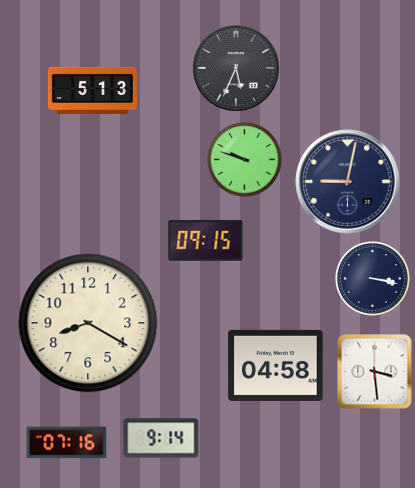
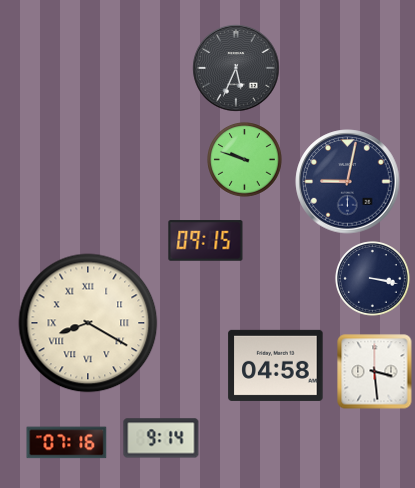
clock at (92, 90): 5:13 -> none
clock at (88, 323) numerals: Arabic -> Roman
